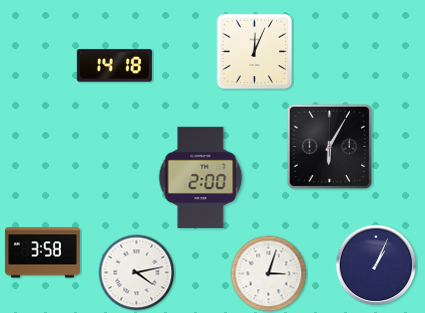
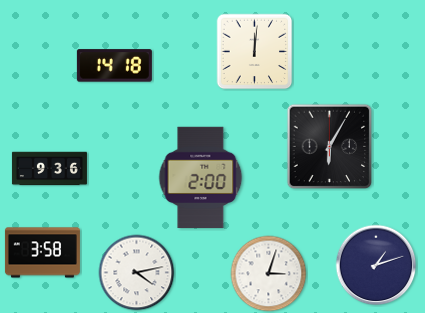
clock at (255, 52): 12:04 -> 12:01
clock at (49, 169): none -> 9:36
clock at (376, 265): 1:04 -> 1:12
